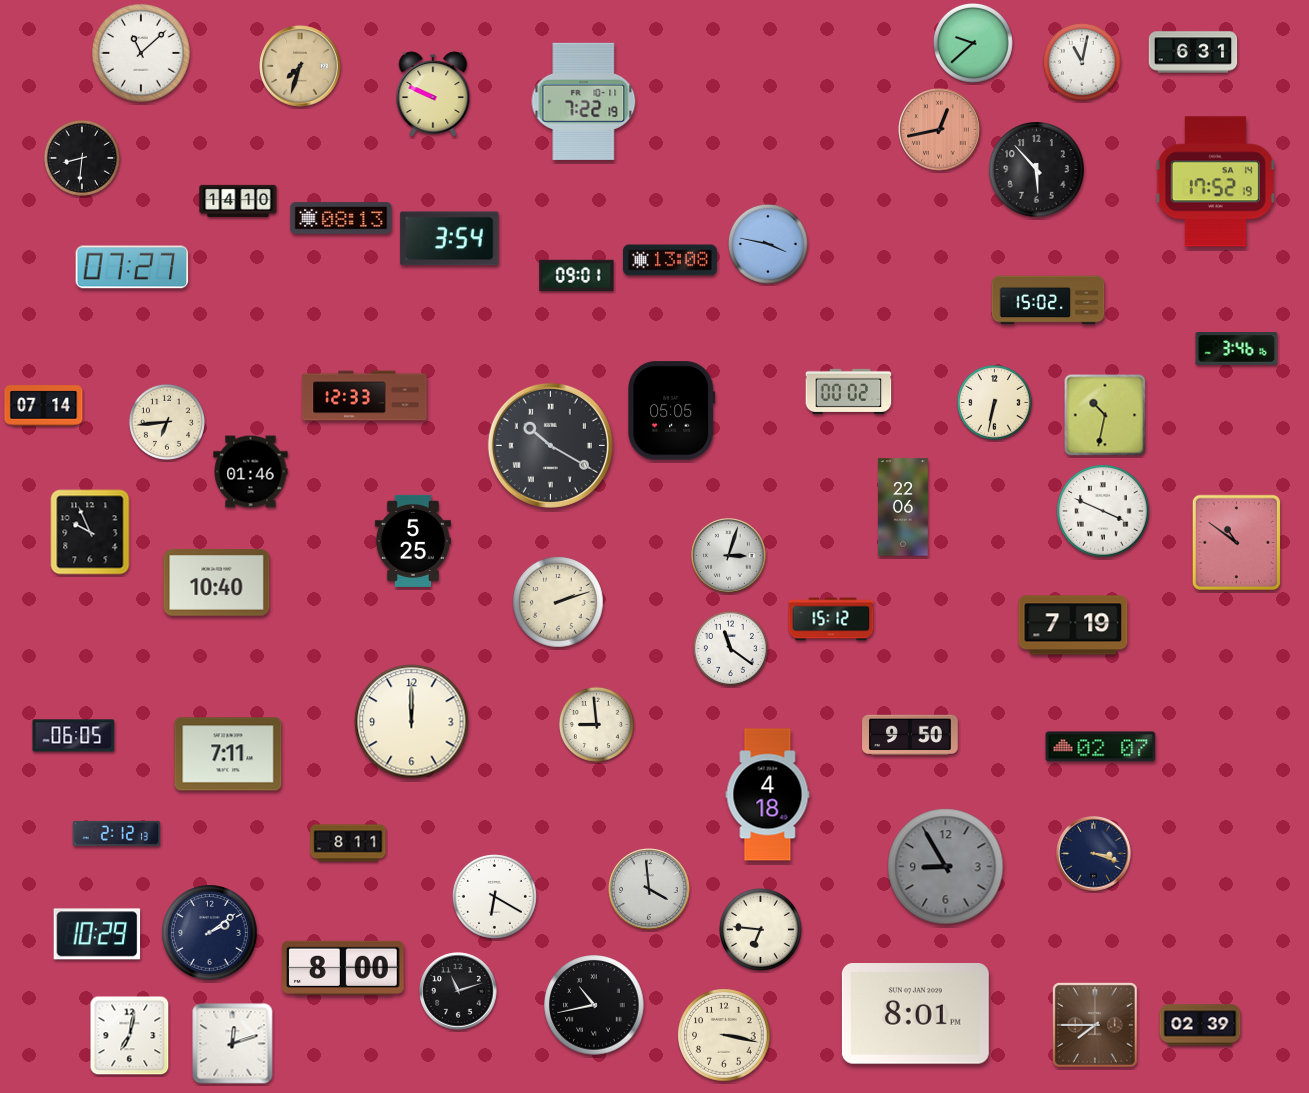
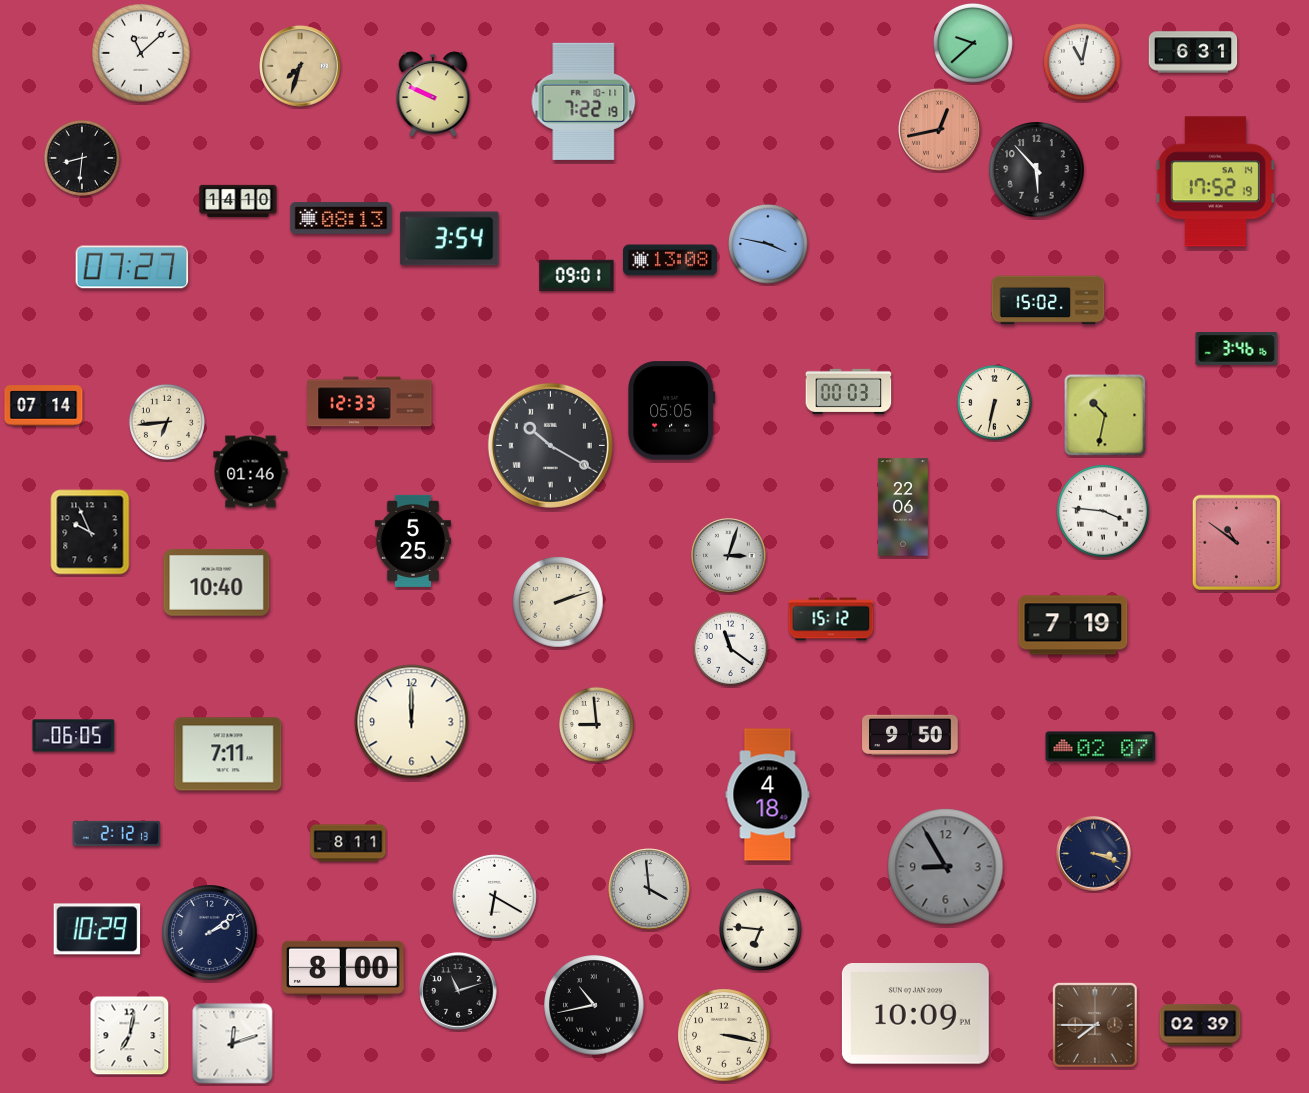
clock at (849, 391): 00:02 -> 00:03
clock at (365, 396) position: (365, 396) -> (370, 402)
clock at (1103, 511): 3:49 -> 3:46
clock at (97, 934) position: (97, 934) -> (97, 929)
clock at (915, 1014): 8:01 -> 10:09
